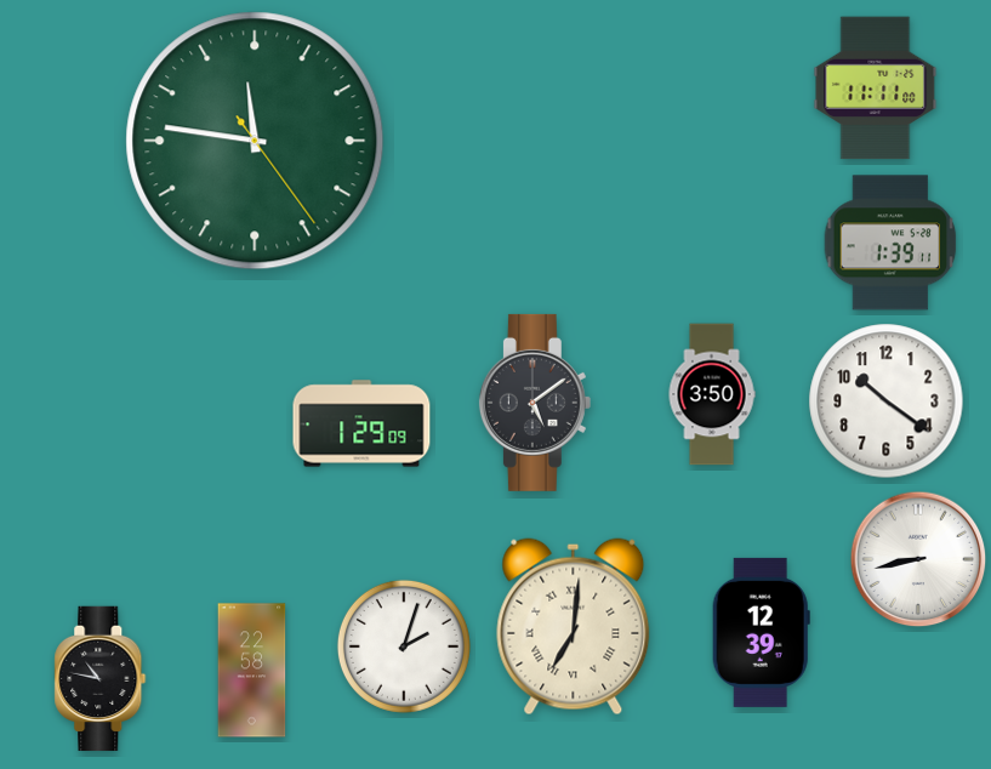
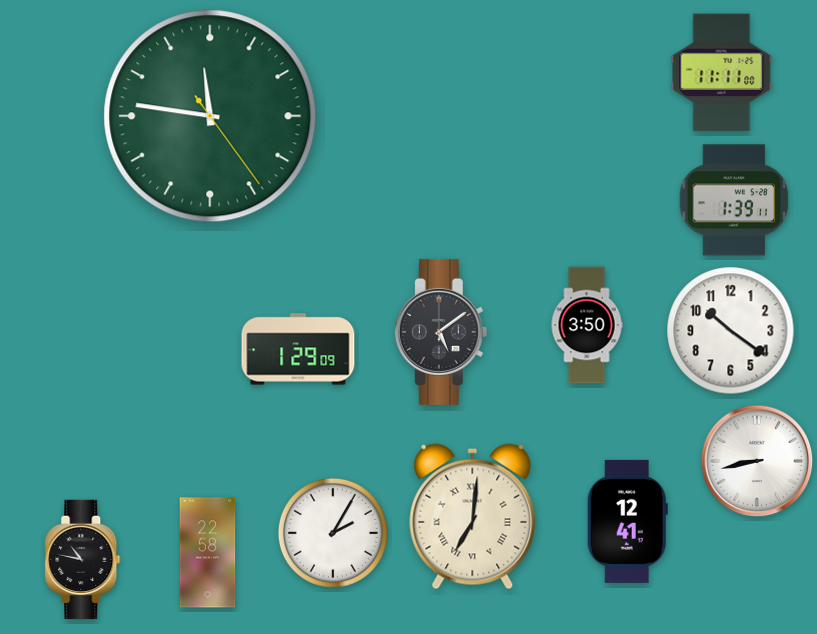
clock at (761, 632): 12:39 -> 12:41
clock at (404, 646): 2:03 -> 2:05
